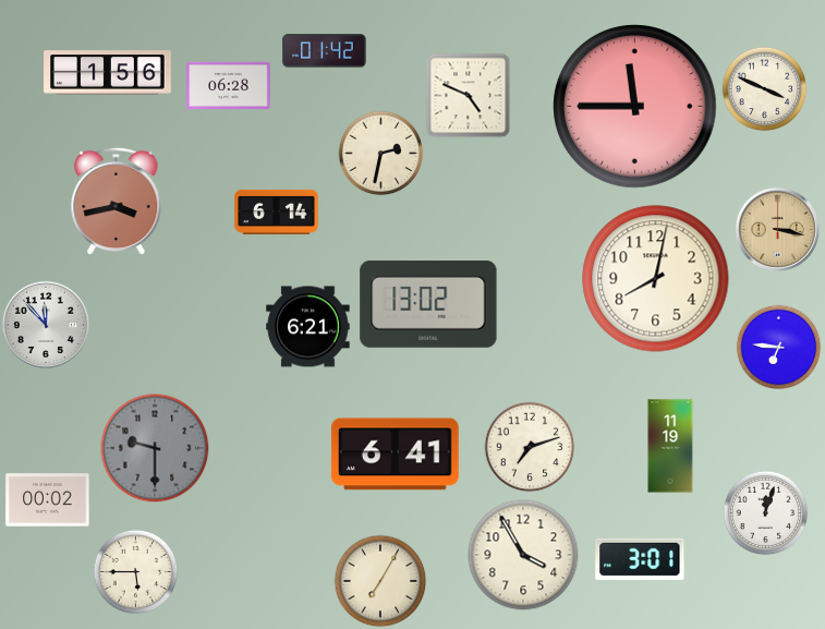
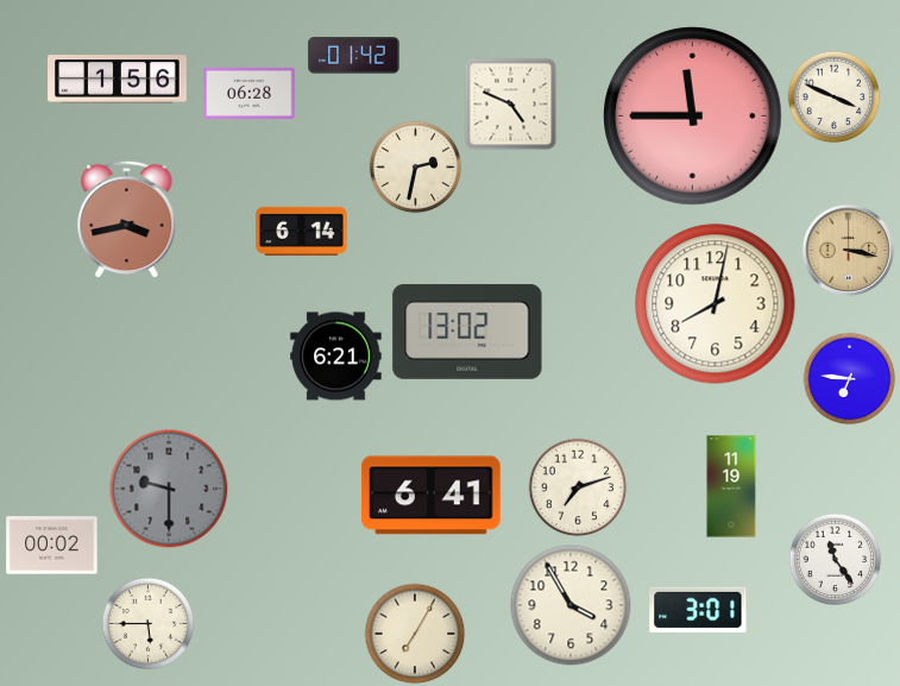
clock at (45, 324): 11:53 -> none
clock at (765, 512): 12:03 -> 11:24
